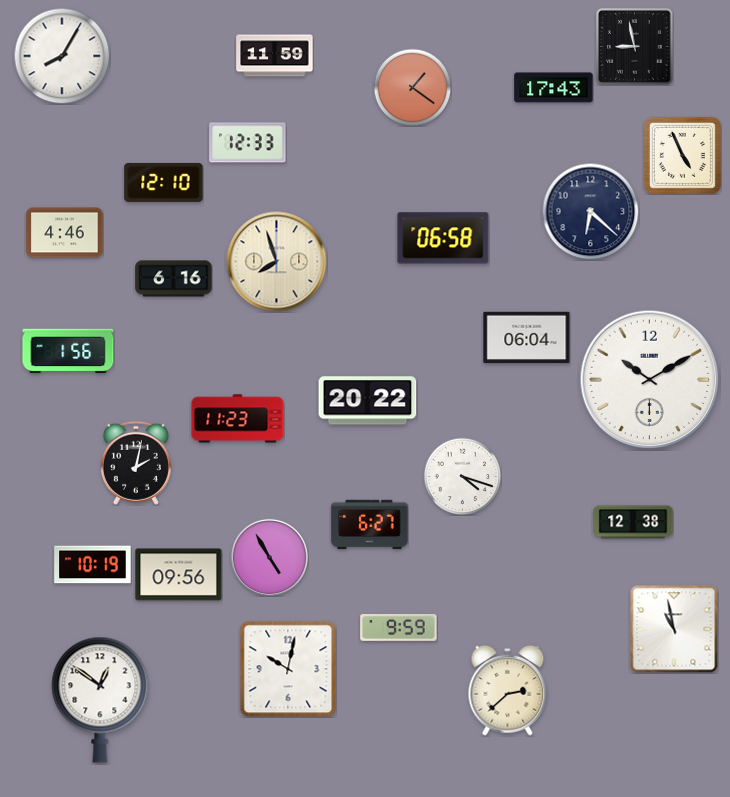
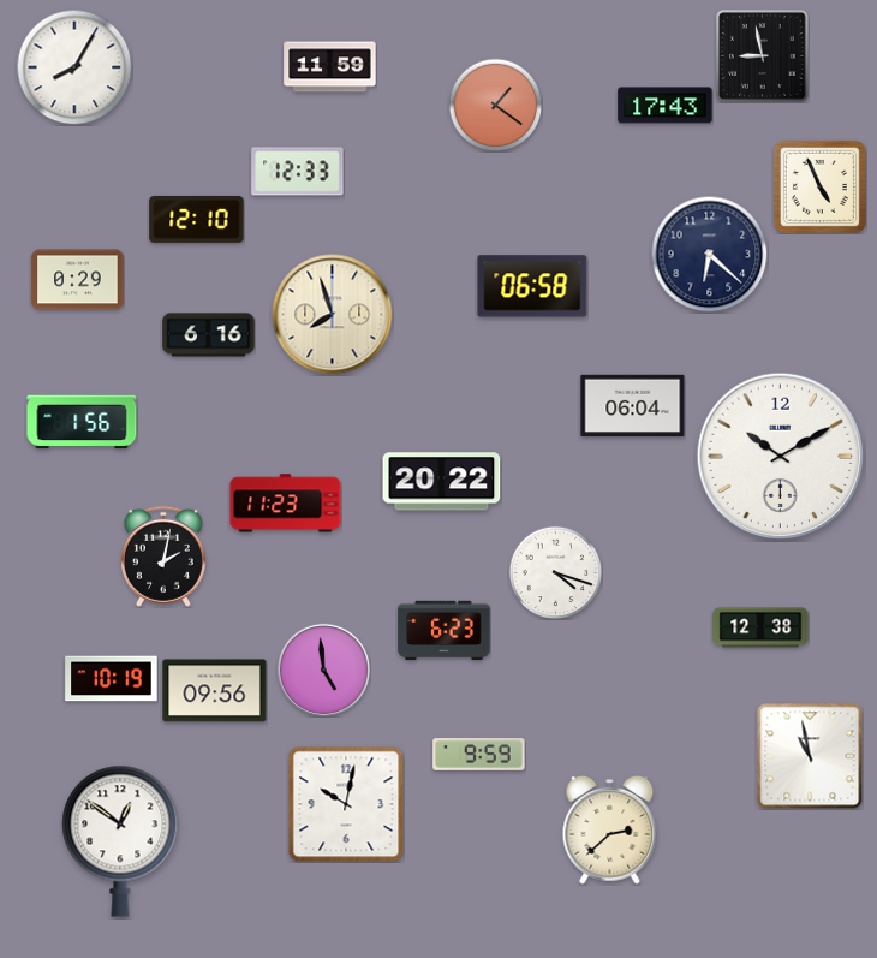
clock at (65, 233): 4:46 -> 0:29
clock at (370, 525): 6:27 -> 6:23
clock at (269, 557): 4:55 -> 4:59
